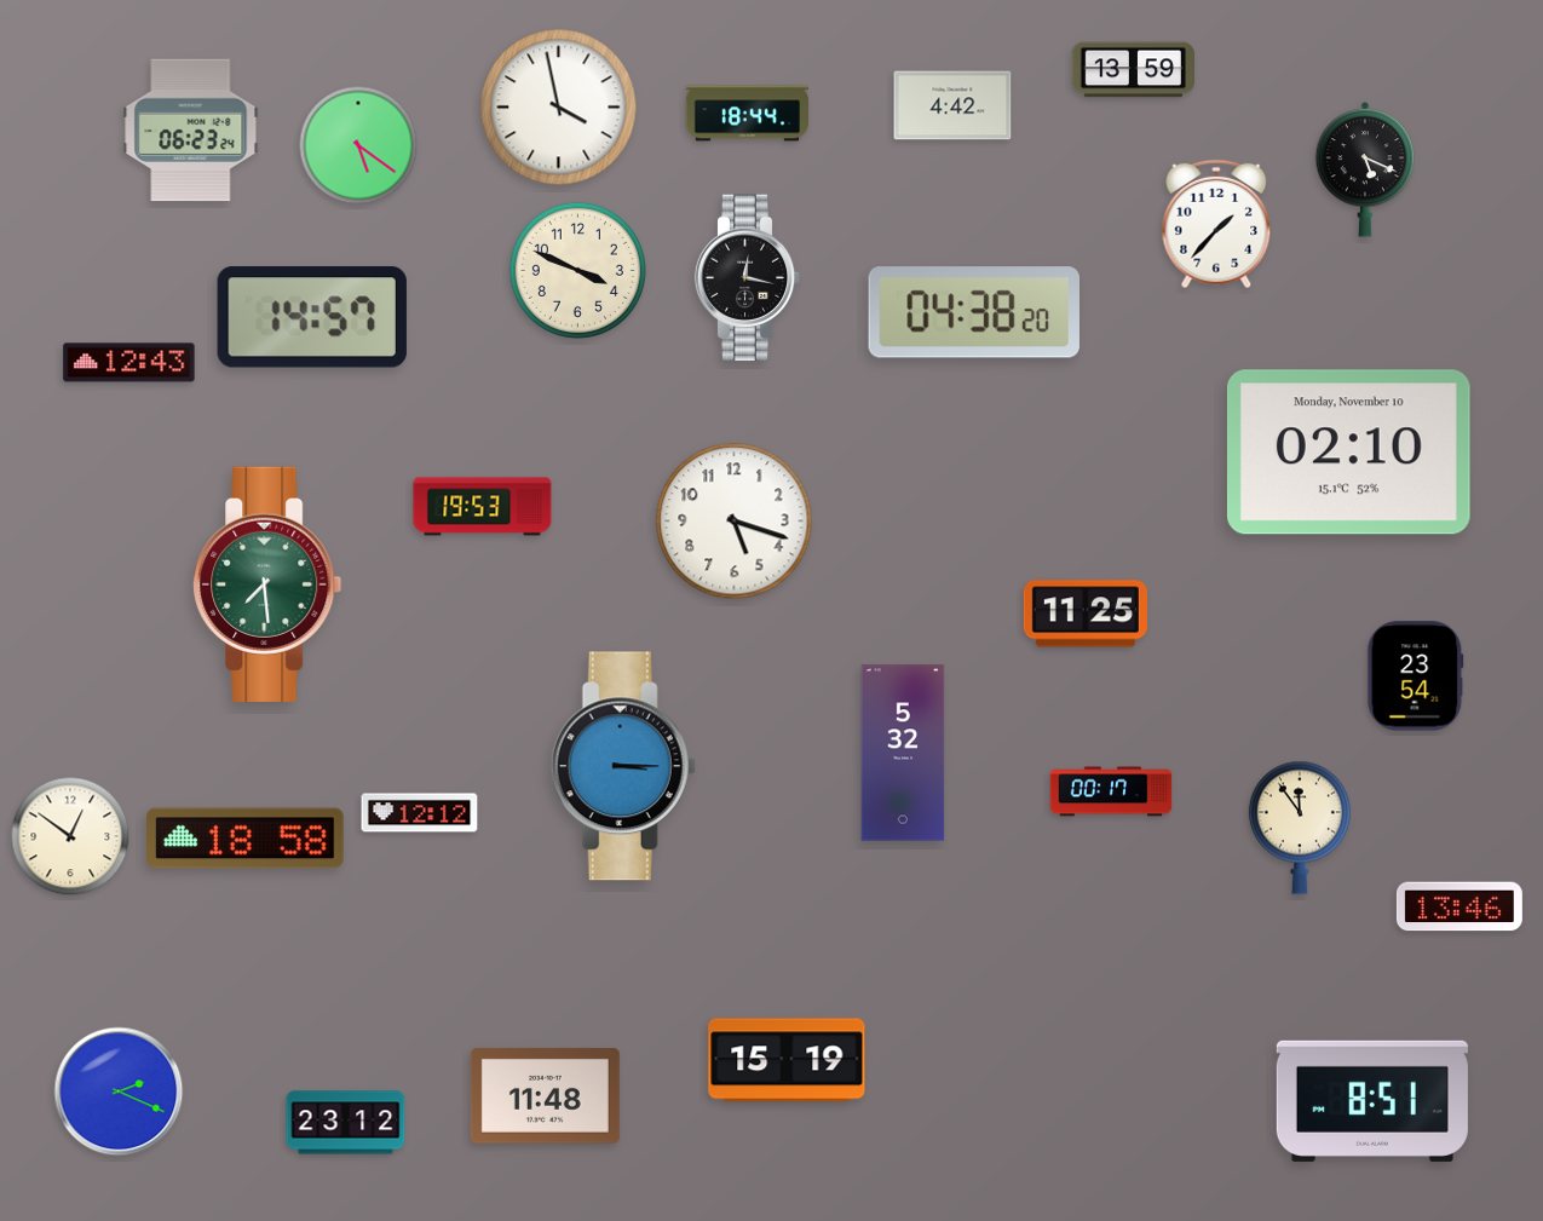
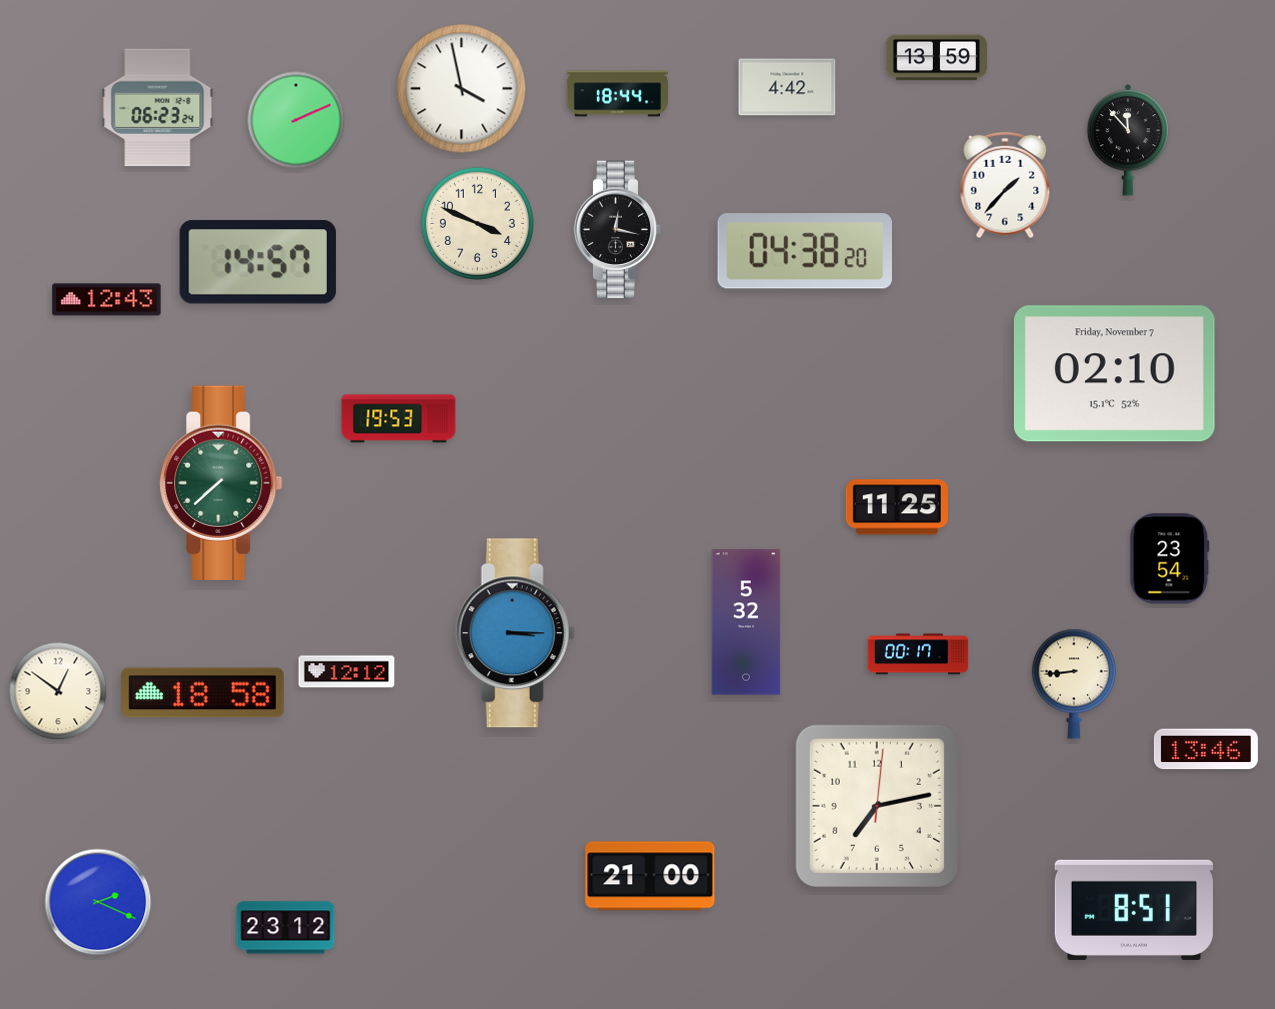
clock at (358, 145): 5:21 -> 2:11
clock at (1365, 171): 5:19 -> 11:53
clock at (974, 312) position: (974, 312) -> (805, 251)
clock at (1348, 453) date: Monday, November 10 -> Friday, November 7
clock at (735, 522): 5:18 -> none
clock at (267, 584): 7:29 -> 7:38
clock at (1300, 828): 11:54 -> 8:44
clock at (877, 806): none -> 7:13
clock at (787, 1060): 15:19 -> 21:00
clock at (545, 1095): 11:48 -> none
